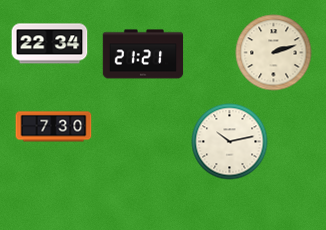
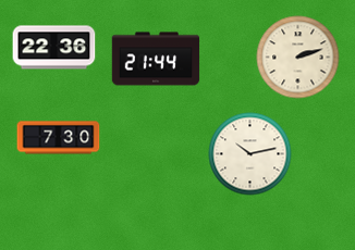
clock at (50, 44): 22:34 -> 22:36
clock at (143, 54): 21:21 -> 21:44
